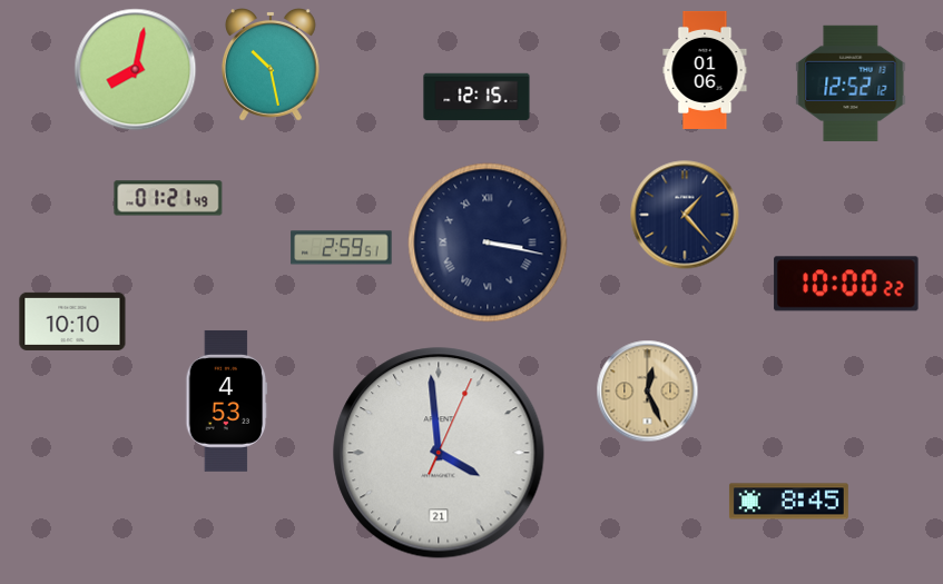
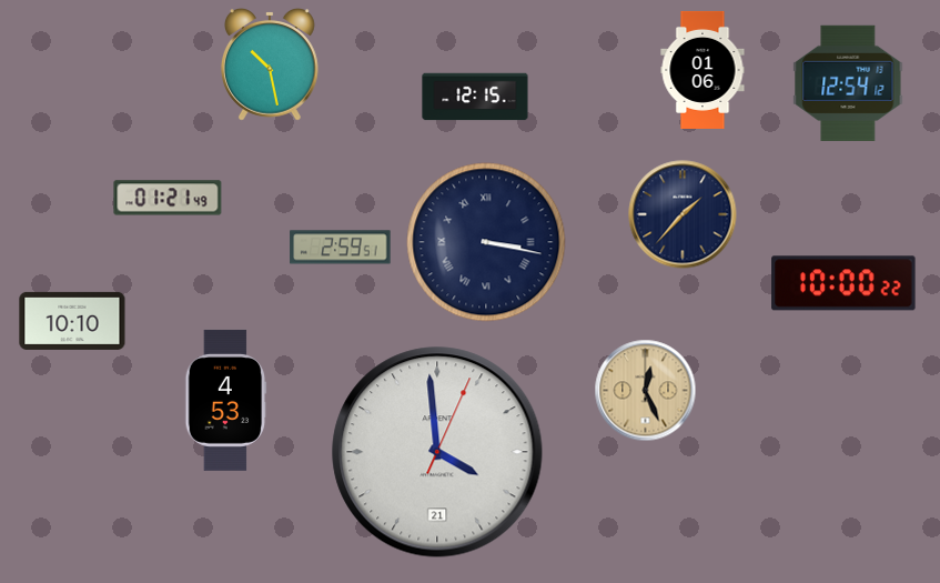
clock at (136, 70): 8:02 -> none
clock at (851, 83): 12:52 -> 12:54
clock at (685, 215): 1:23 -> 1:37
clock at (788, 502): 8:45 -> none
